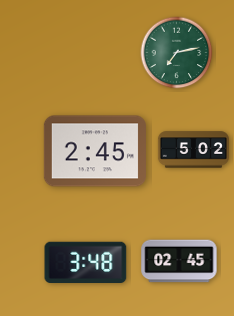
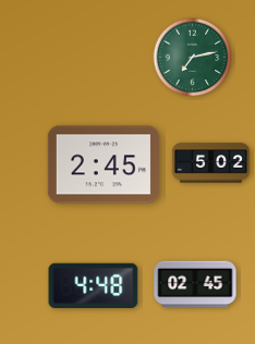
clock at (86, 262): 3:48 -> 4:48
